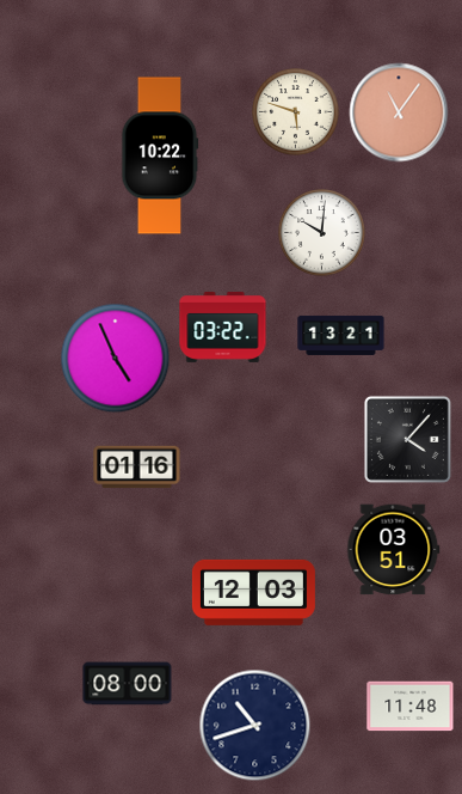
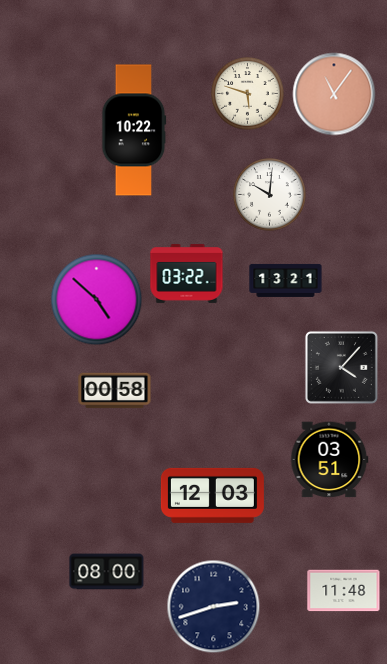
clock at (116, 359): 4:56 -> 4:52
clock at (137, 468): 01:16 -> 00:58
clock at (255, 726): 10:42 -> 2:42
